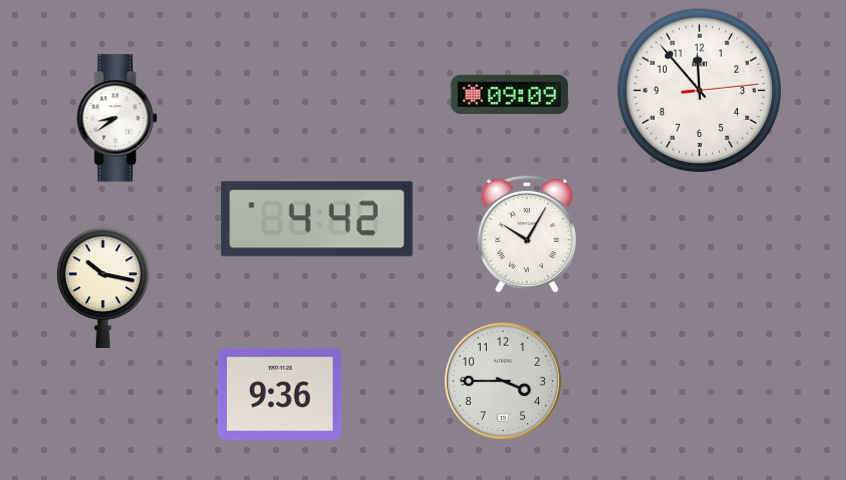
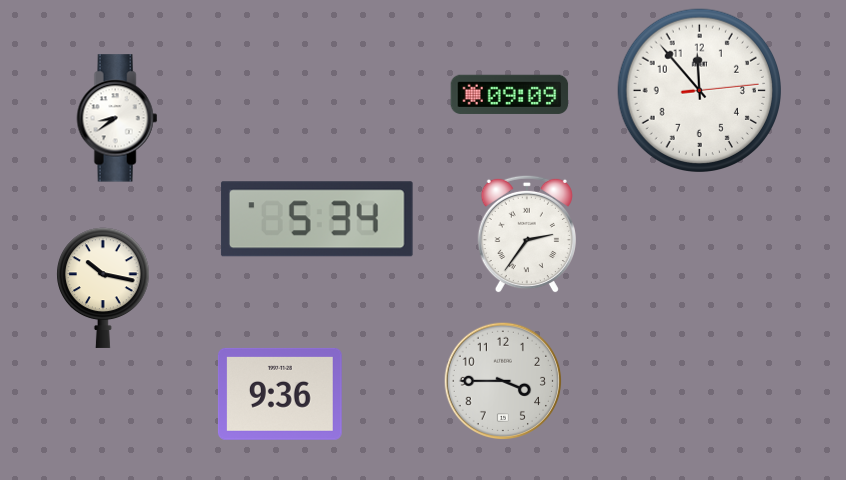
clock at (317, 219): 4:42 -> 5:34
clock at (527, 234): 10:05 -> 2:36
